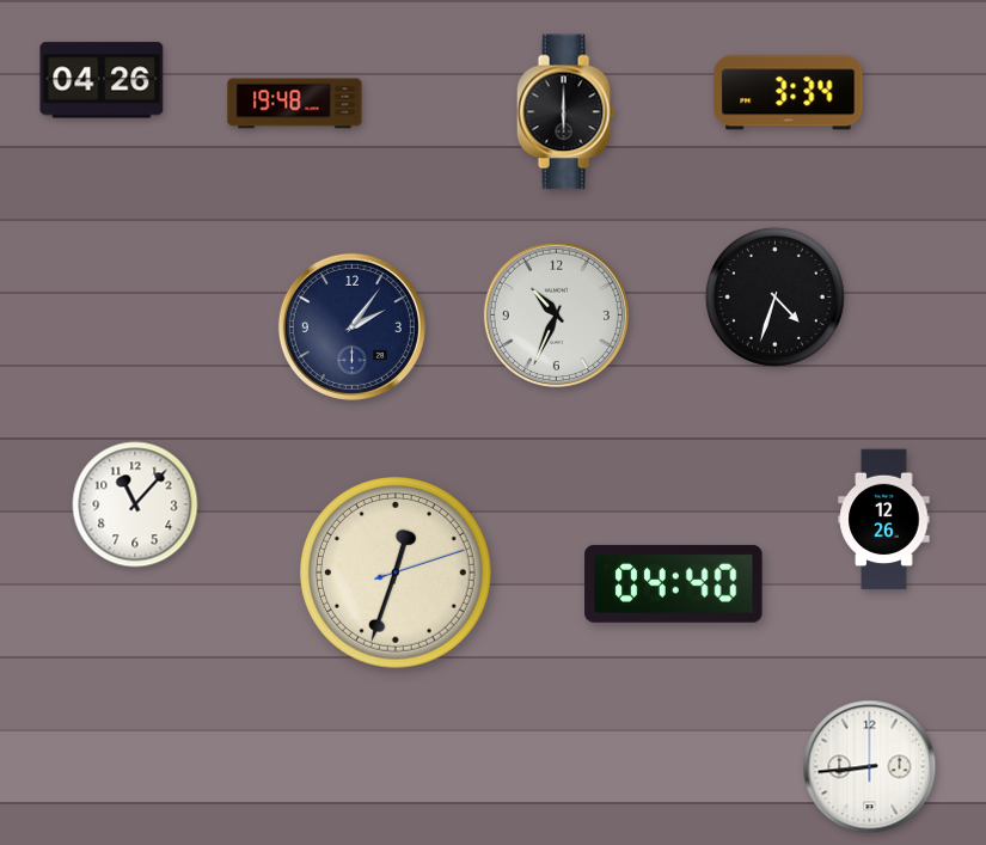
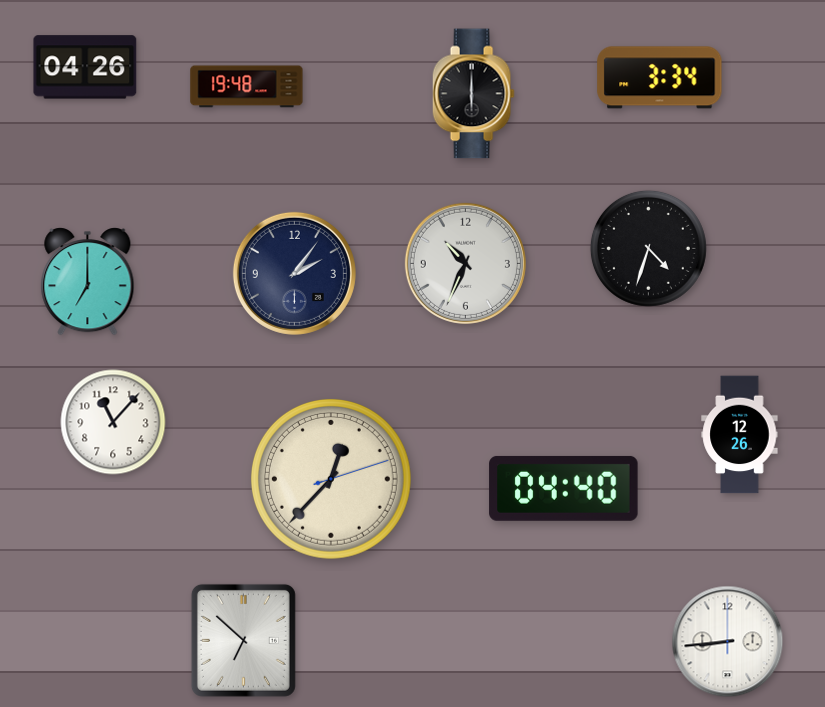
clock at (88, 282): none -> 7:00
clock at (396, 572): 12:33 -> 12:37
clock at (243, 640): none -> 6:52
